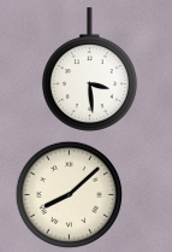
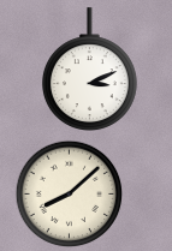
clock at (89, 69): 3:29 -> 3:11
